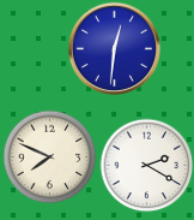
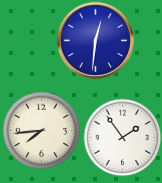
clock at (49, 156): 7:49 -> 7:44
clock at (146, 165): 2:20 -> 1:54
